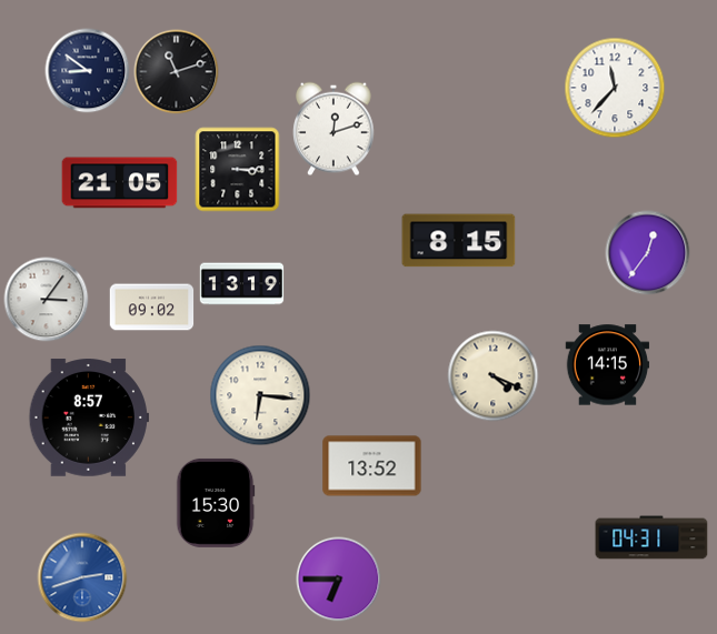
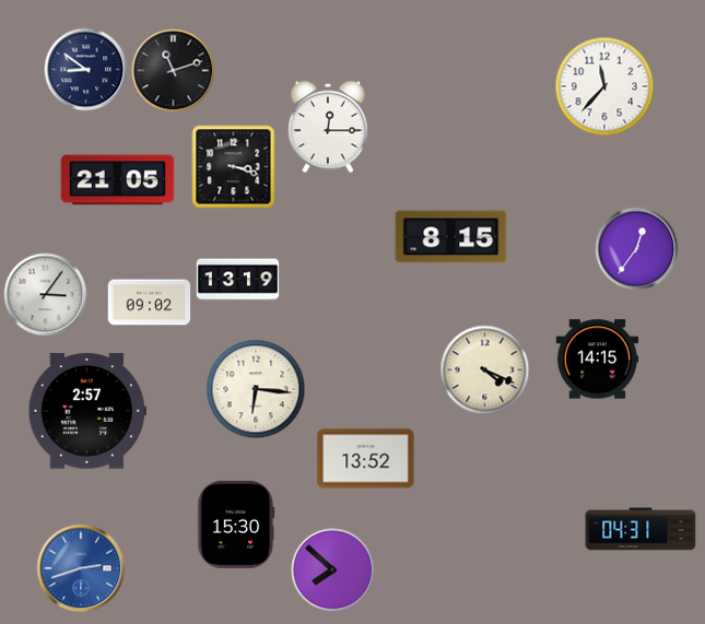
clock at (333, 129): 12:12 -> 12:15
clock at (238, 170): 3:15 -> 3:18
clock at (89, 417): 8:57 -> 2:57
clock at (216, 503) position: (216, 503) -> (236, 525)
clock at (339, 580): 6:45 -> 7:52
